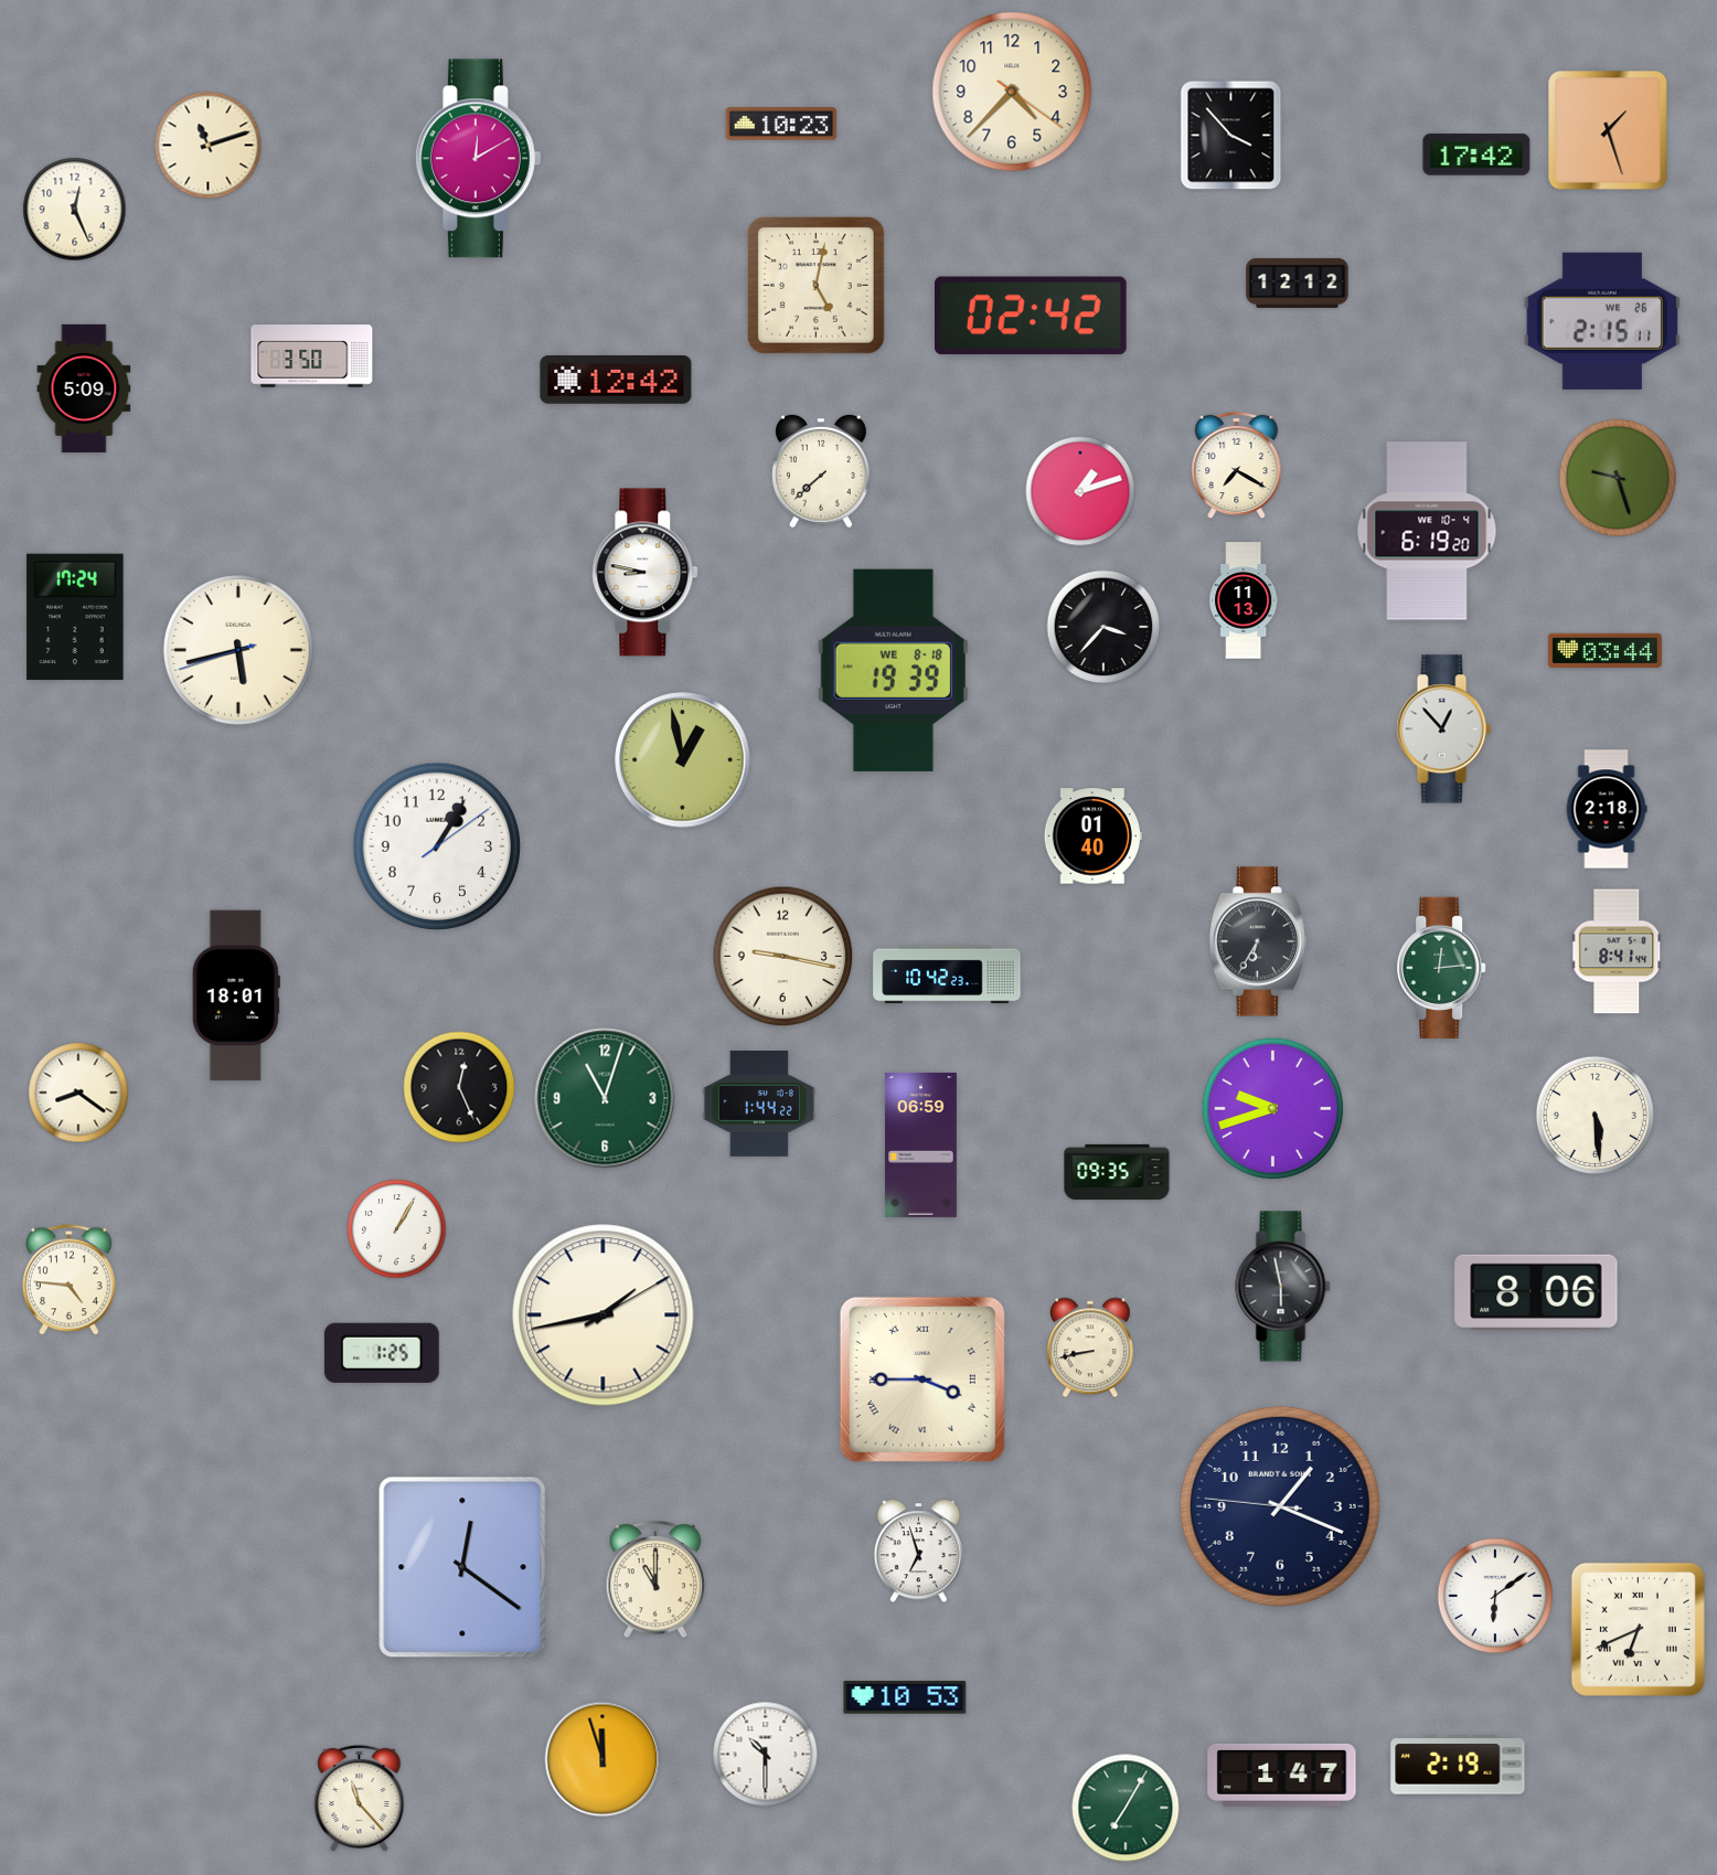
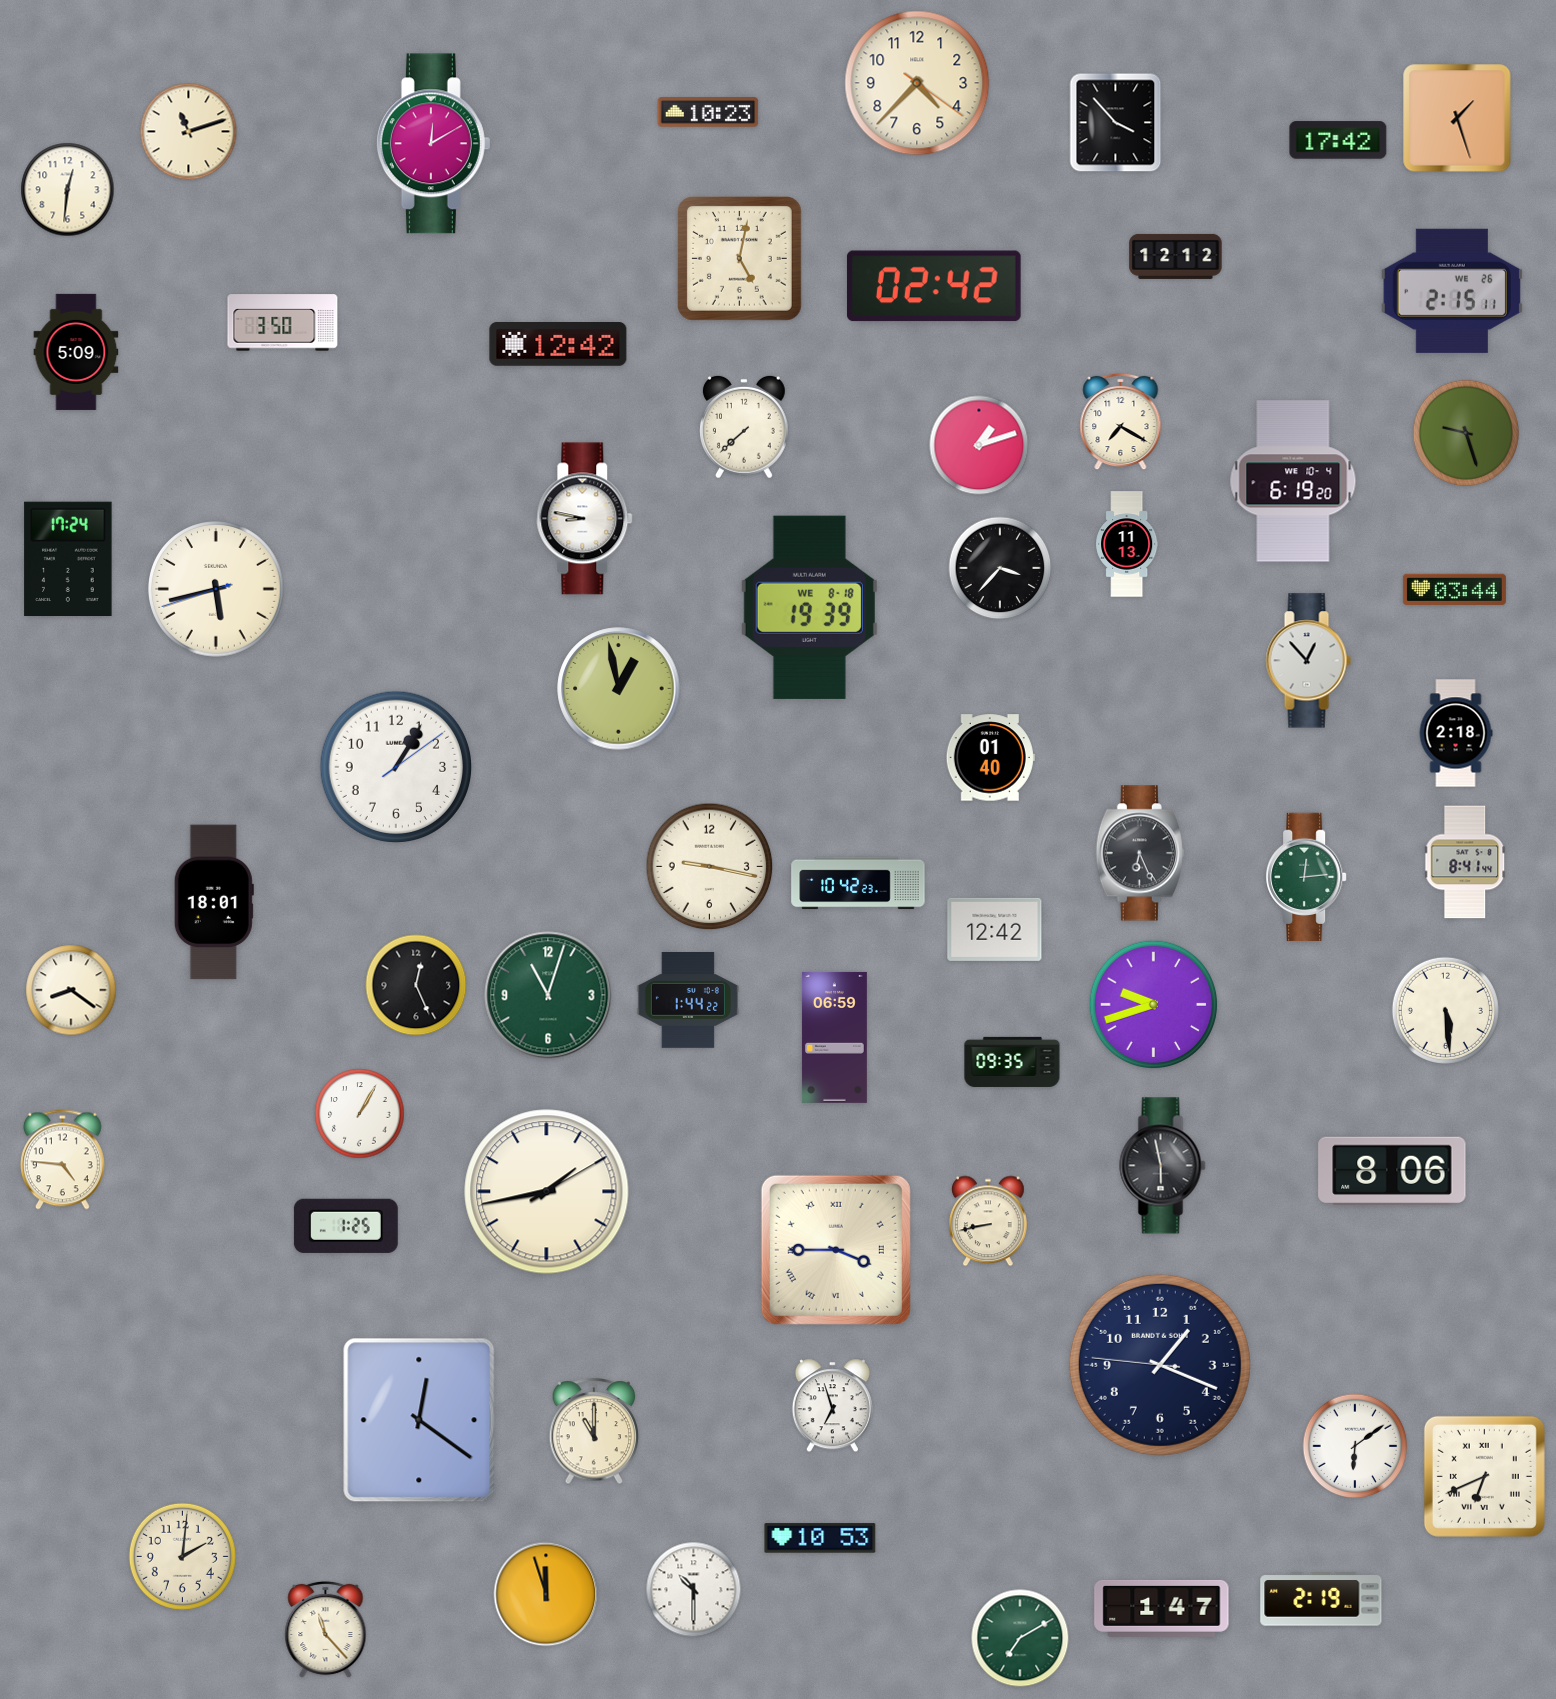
clock at (75, 210): 12:26 -> 12:31
clock at (1258, 941): 6:35 -> 6:26
clock at (995, 929): none -> 12:42
clock at (182, 1556): none -> 2:01
clock at (1126, 1808): 7:05 -> 7:10
